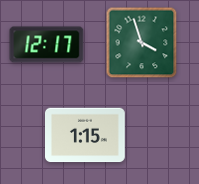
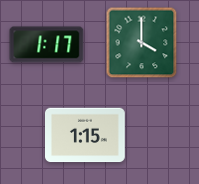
clock at (142, 43): 3:57 -> 4:00
clock at (47, 45): 12:17 -> 1:17
